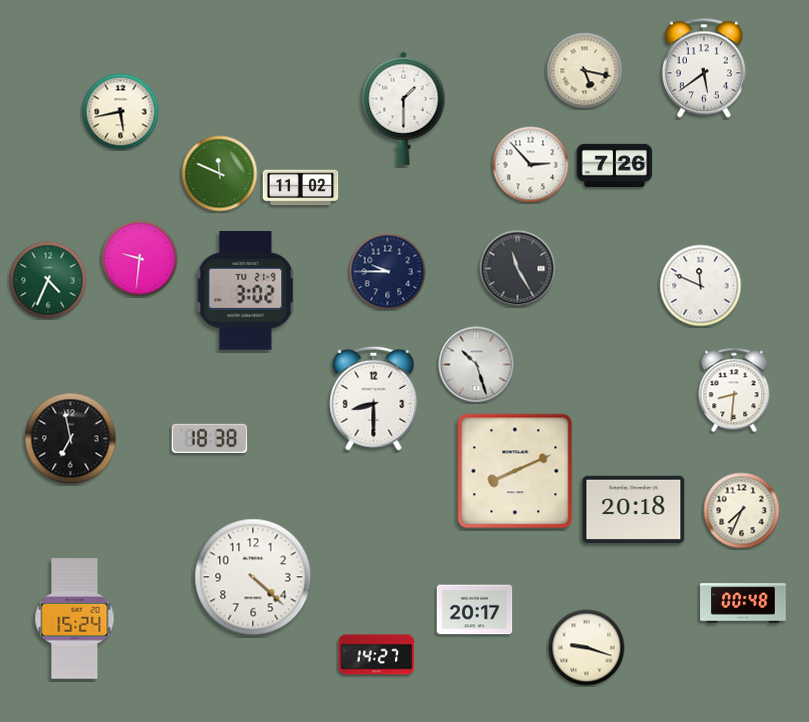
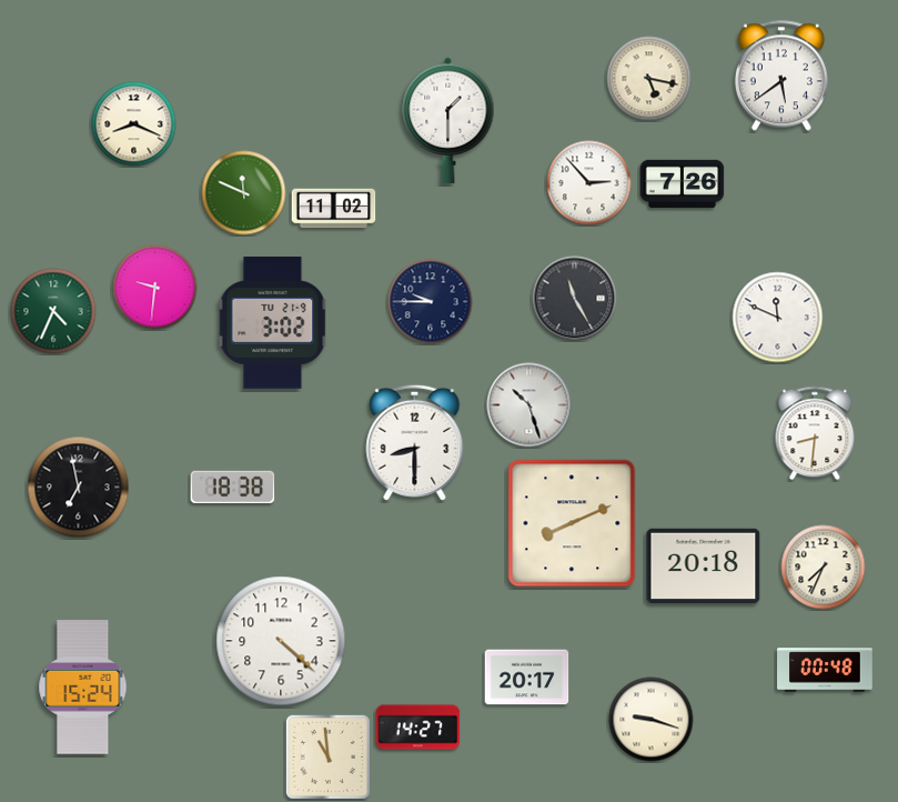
clock at (121, 112): 5:43 -> 8:19
clock at (327, 756): none -> 10:59
